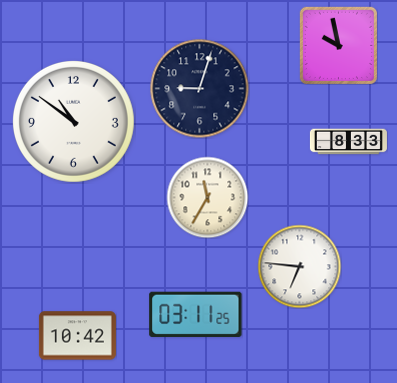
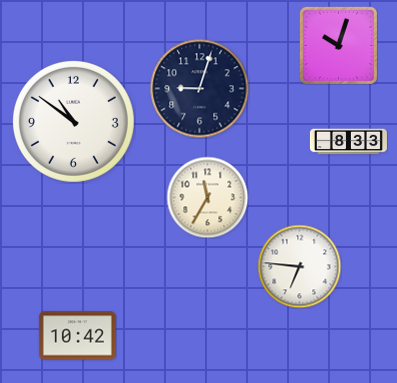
clock at (338, 45): 9:58 -> 10:03
clock at (196, 314): 03:11 -> none
